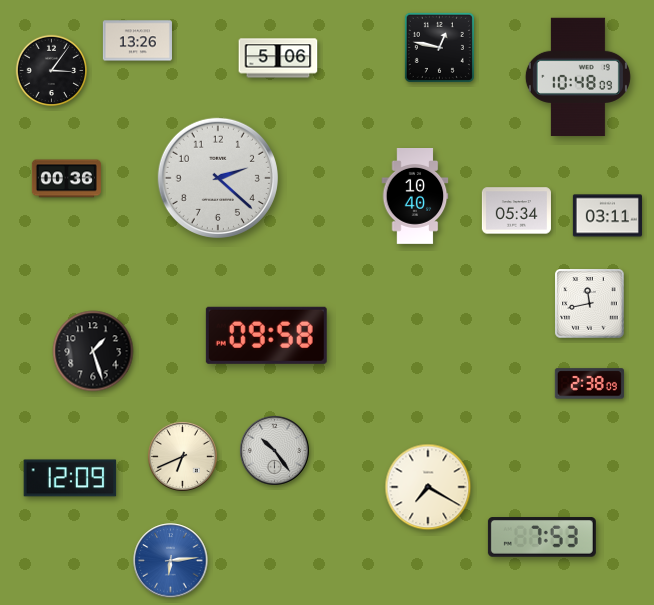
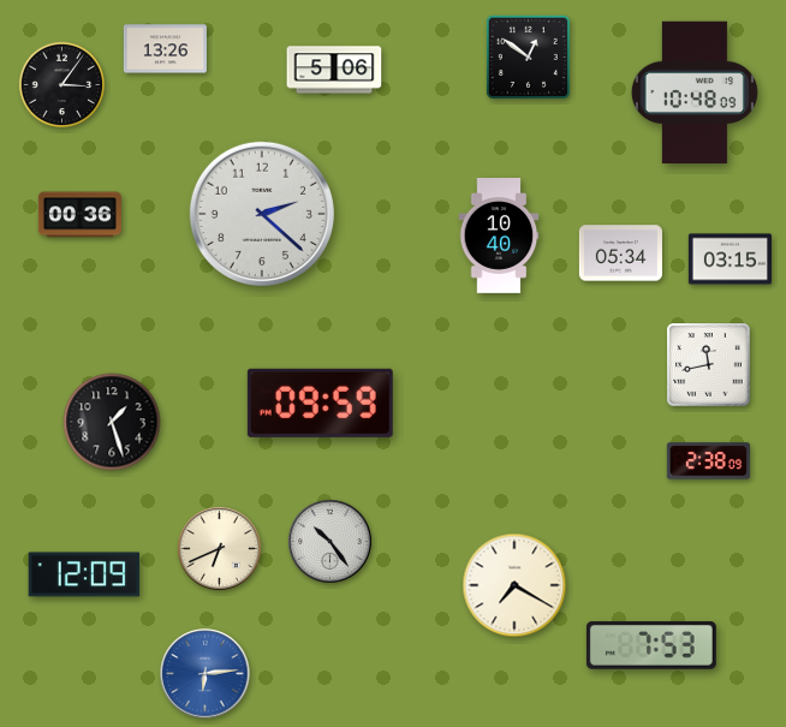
clock at (439, 47): 12:47 -> 12:51
clock at (607, 216): 03:11 -> 03:15
clock at (266, 335): 09:58 -> 09:59
